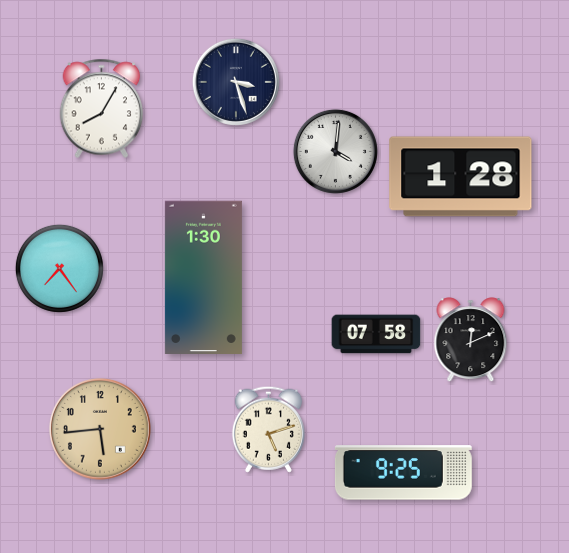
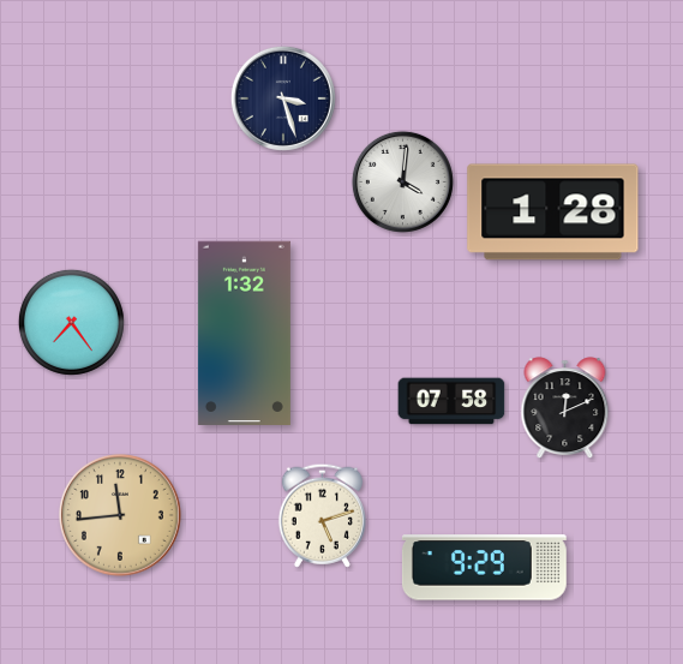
clock at (102, 109): 8:05 -> none
clock at (203, 277): 1:30 -> 1:32
clock at (100, 429): 5:44 -> 11:44
clock at (403, 473): 9:25 -> 9:29
